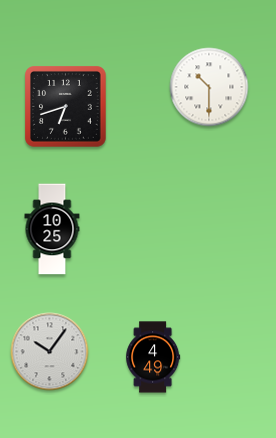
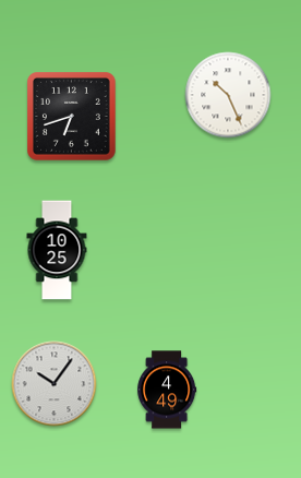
clock at (209, 87): 10:30 -> 10:26
